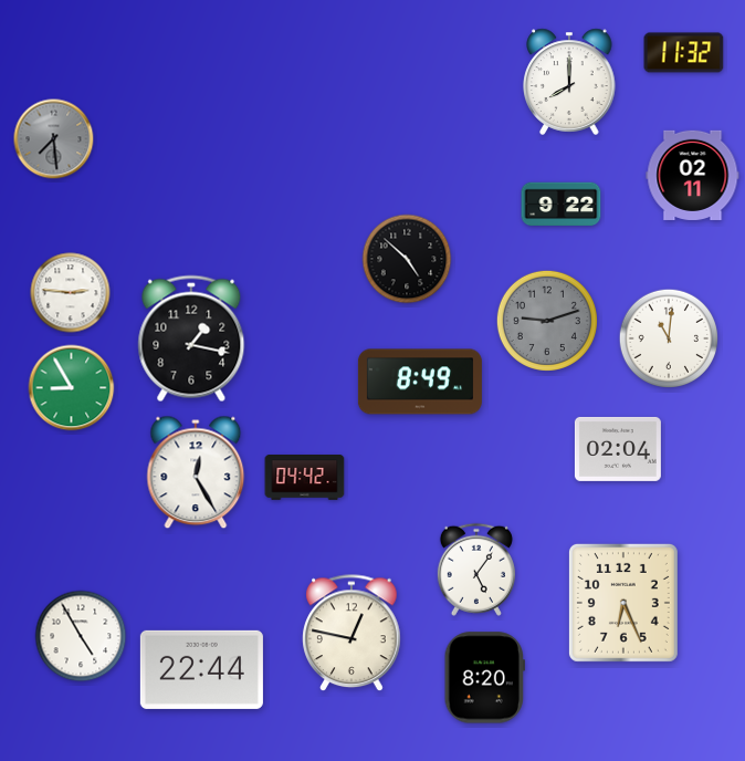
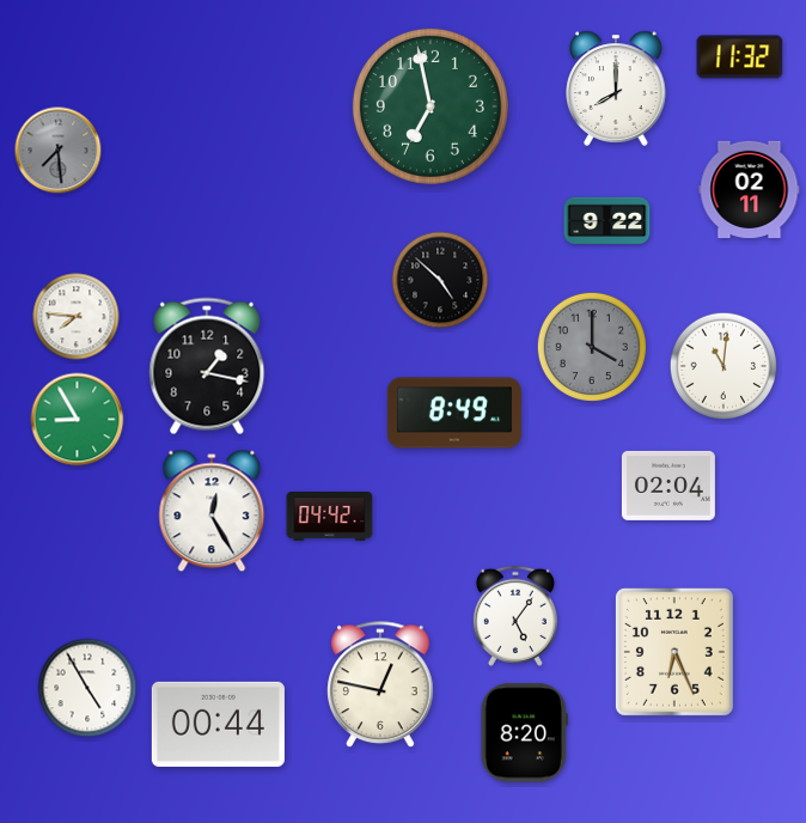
clock at (431, 106): none -> 6:58
clock at (71, 293): 2:46 -> 7:46
clock at (547, 321): 9:12 -> 4:00
clock at (201, 669): 22:44 -> 00:44
